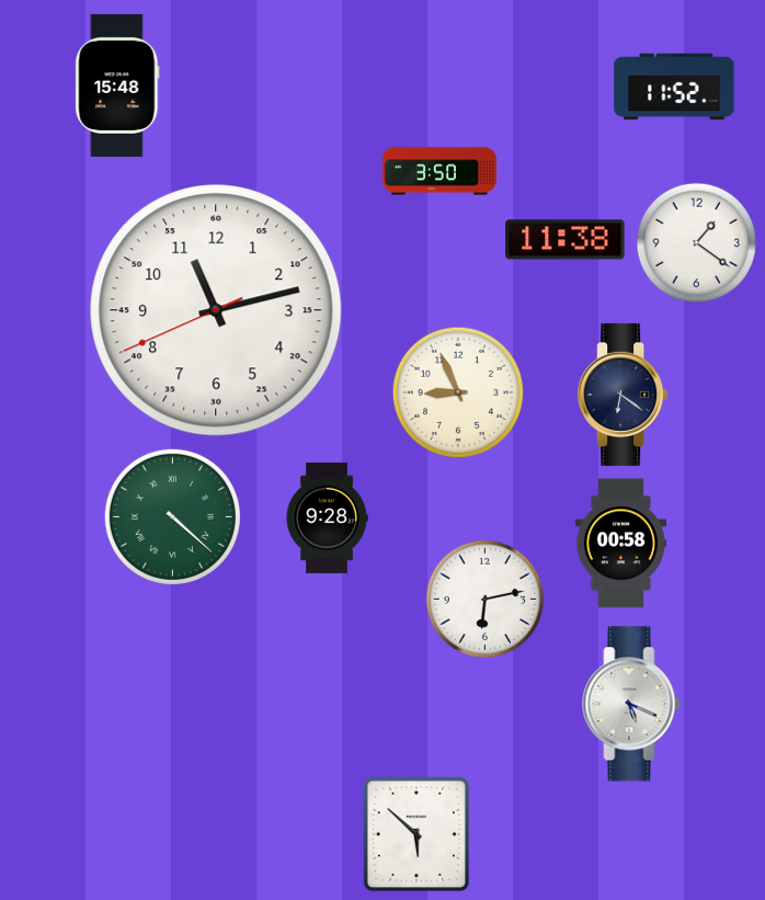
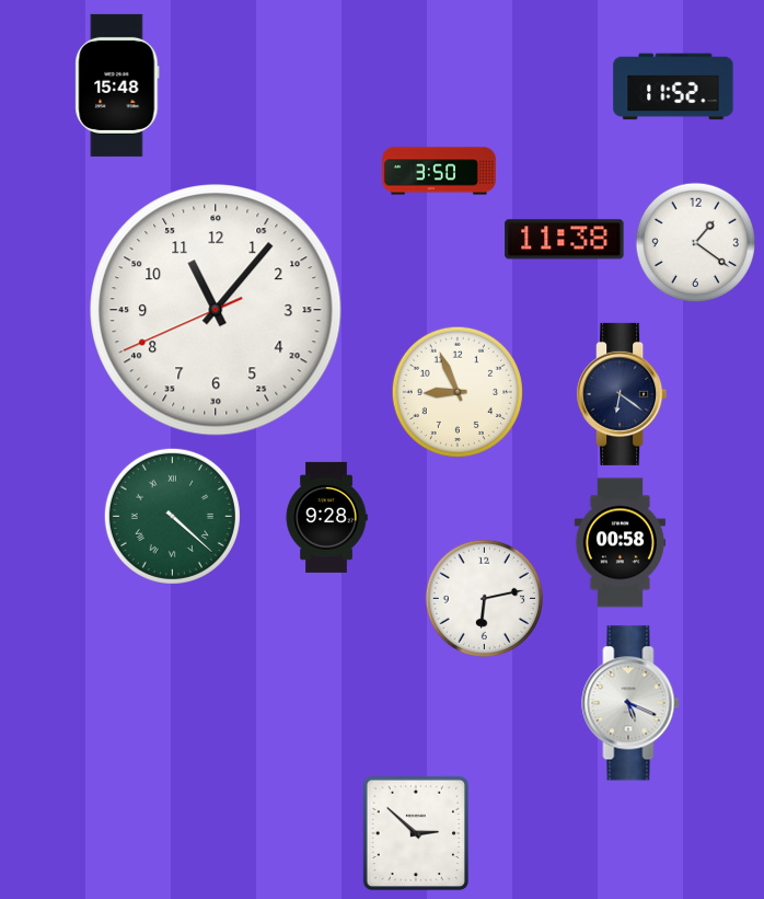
clock at (216, 310): 11:12 -> 11:06
clock at (416, 834): 5:52 -> 2:52
